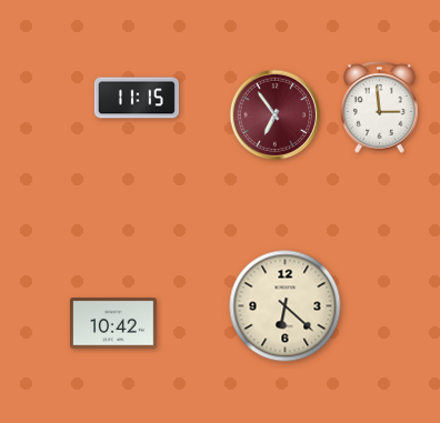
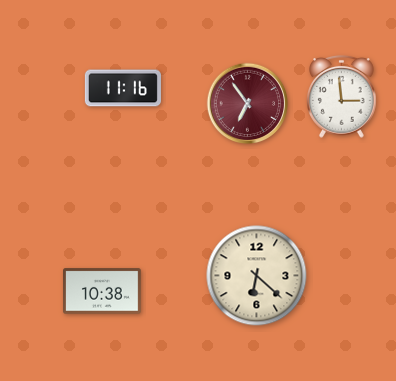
clock at (137, 98): 11:15 -> 11:16
clock at (114, 323): 10:42 -> 10:38
